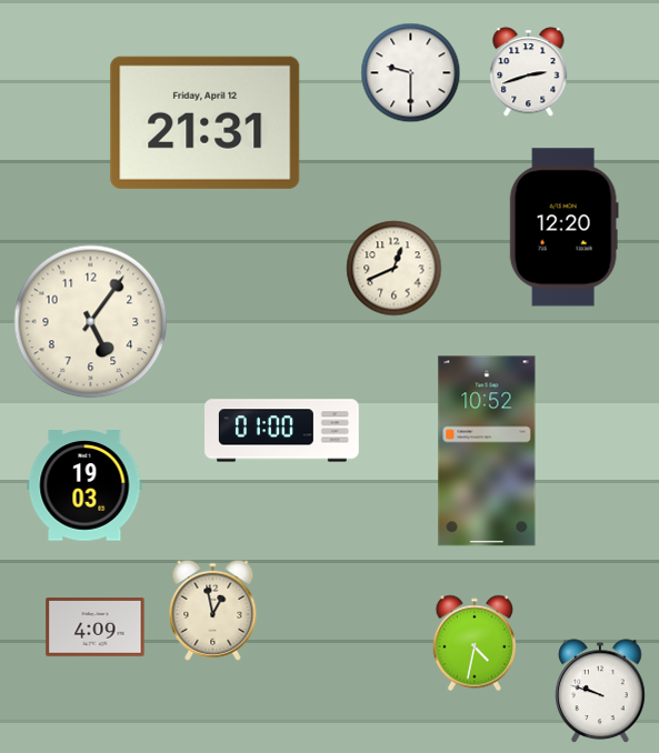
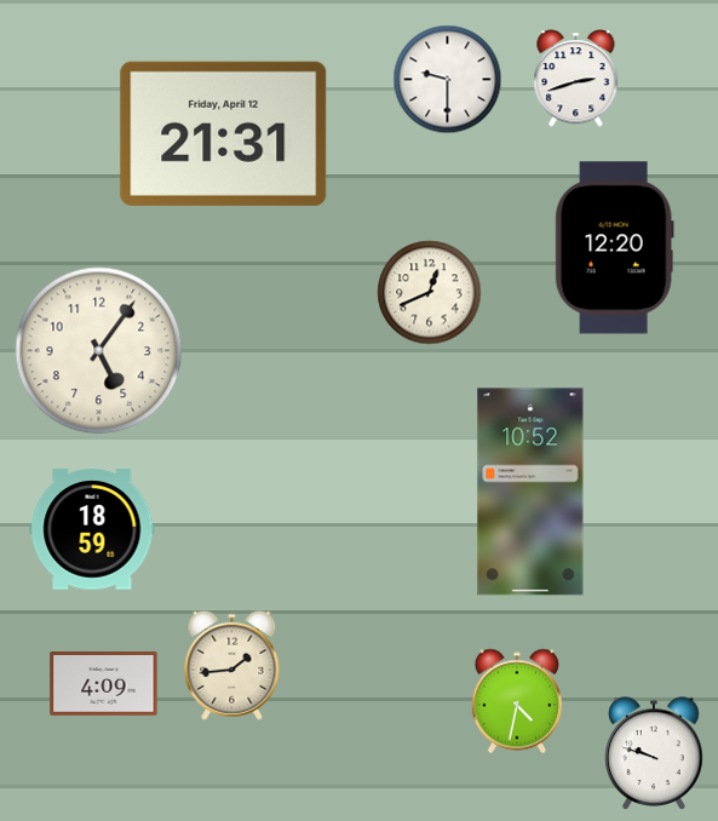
clock at (282, 431): 01:00 -> none
clock at (84, 485): 19:03 -> 18:59
clock at (213, 610): 12:58 -> 1:44
